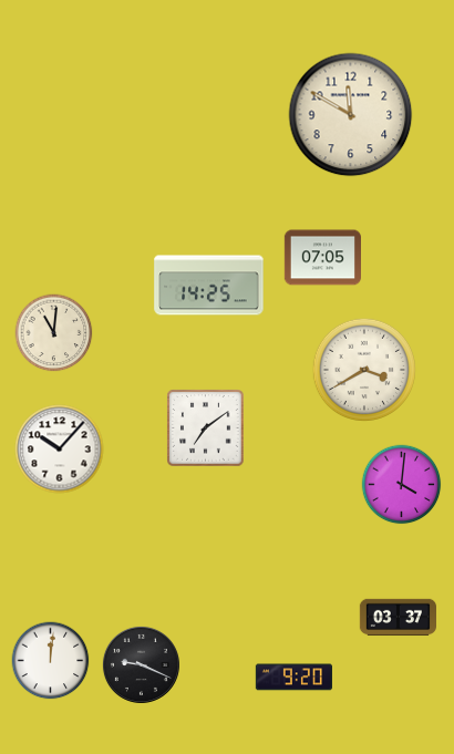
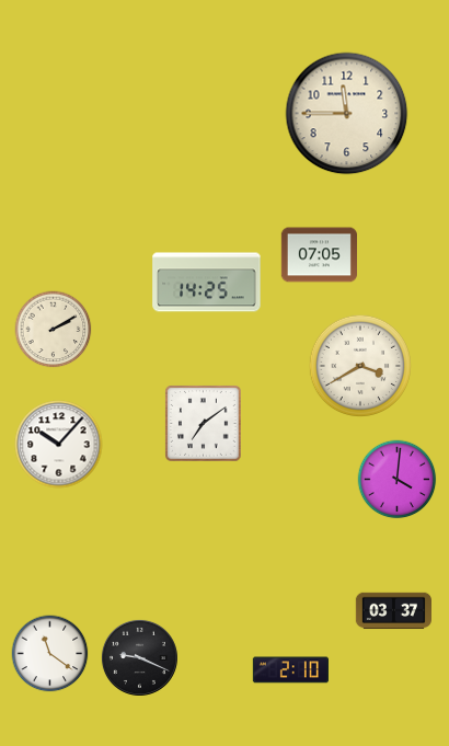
clock at (351, 115): 11:50 -> 11:45
clock at (54, 333): 11:01 -> 2:10
clock at (51, 661): 12:01 -> 11:21
clock at (293, 678): 9:20 -> 2:10
